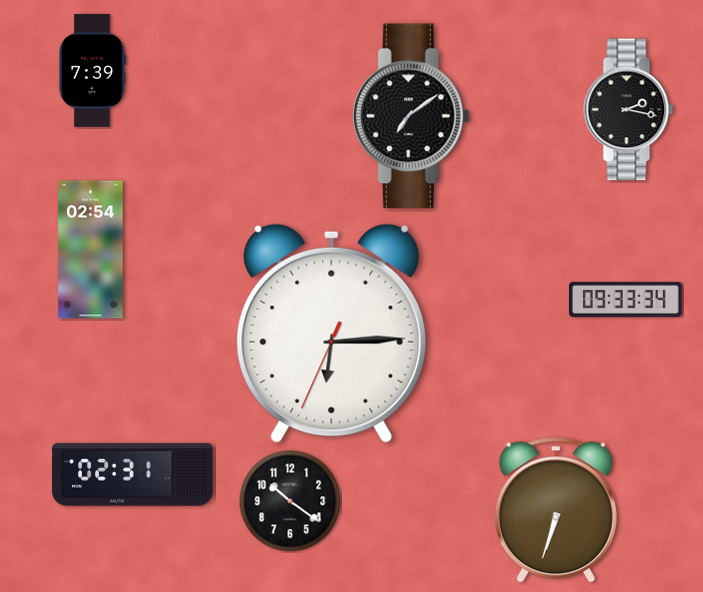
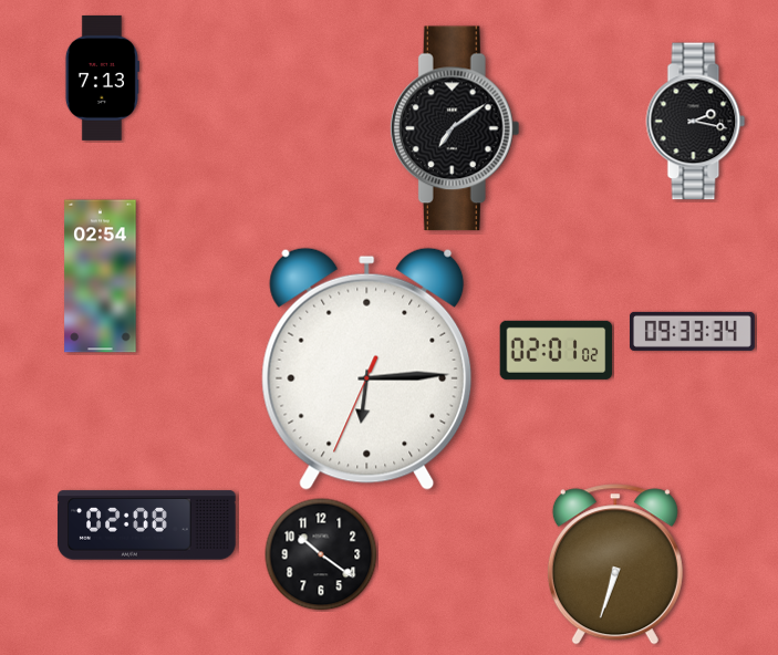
clock at (92, 70): 7:39 -> 7:13
clock at (557, 350): none -> 02:01
clock at (133, 475): 02:31 -> 02:08
